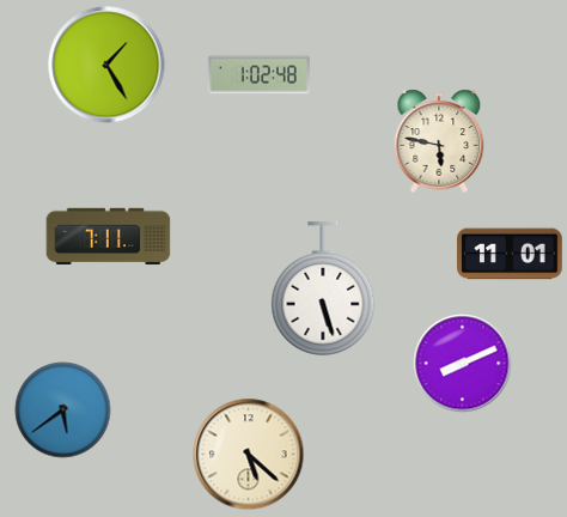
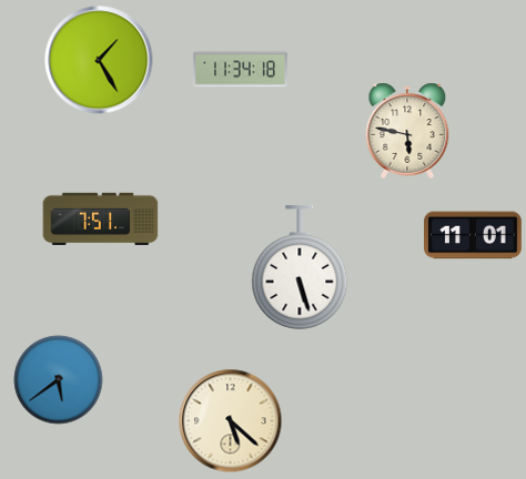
clock at (258, 75): 1:02 -> 11:34
clock at (109, 237): 7:11 -> 7:51
clock at (463, 364): 8:11 -> none
